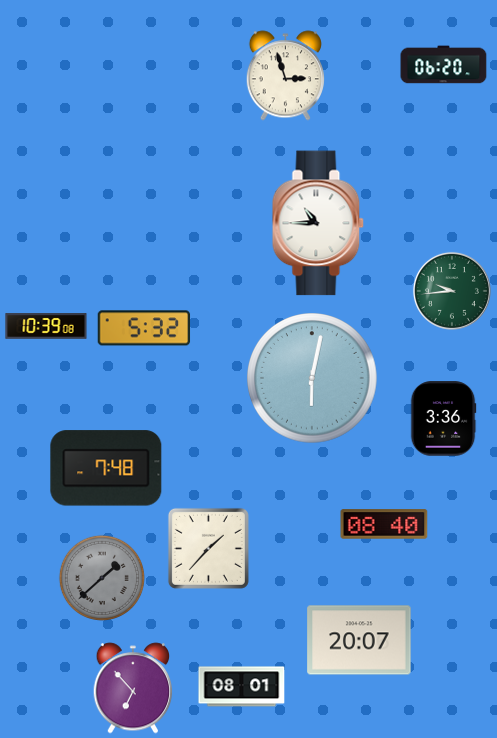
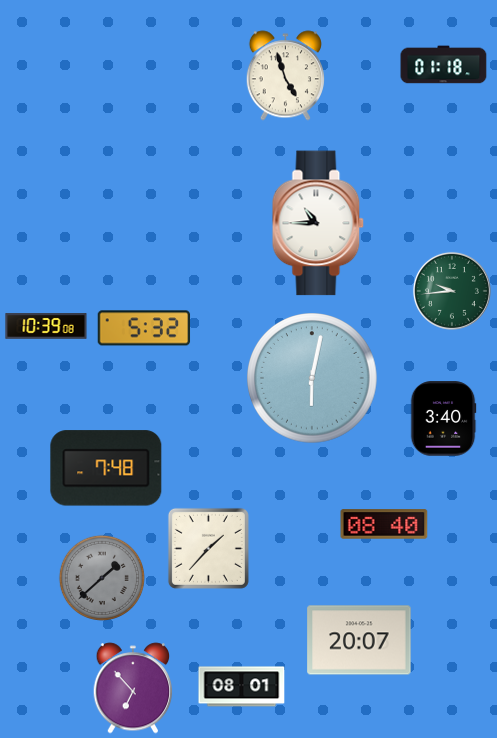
clock at (444, 65): 06:20 -> 01:18
clock at (285, 76): 2:57 -> 4:57
clock at (443, 419): 3:36 -> 3:40
